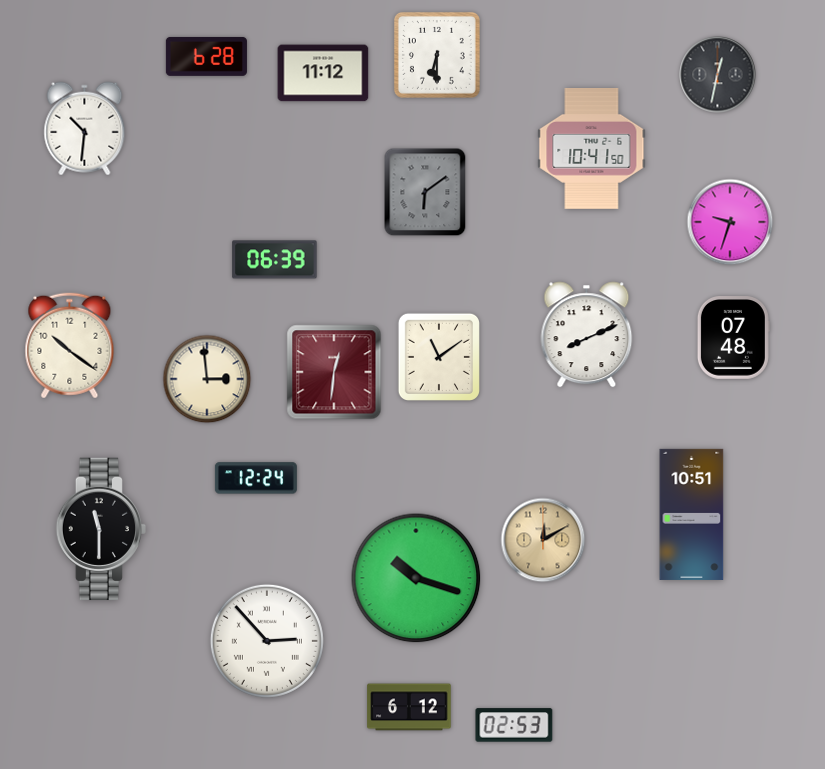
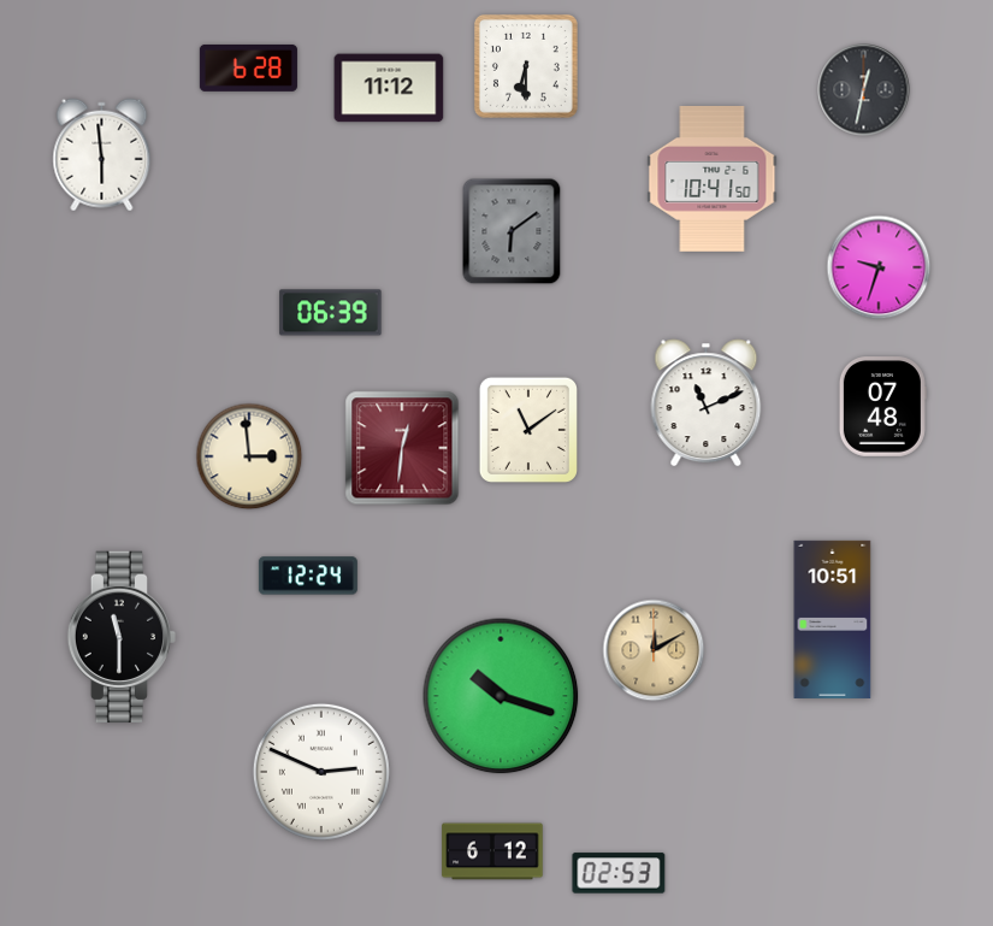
clock at (85, 129): 10:31 -> 5:59
clock at (587, 335): 8:11 -> 11:11
clock at (70, 346): 10:21 -> none
clock at (267, 641): 2:53 -> 2:49
